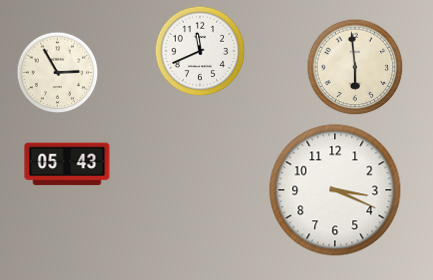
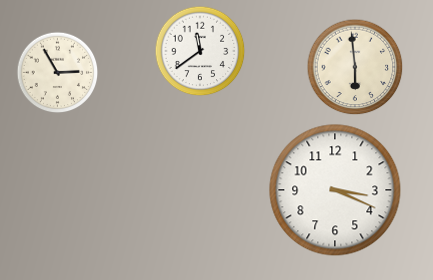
clock at (200, 51): 11:41 -> 11:39
clock at (67, 164): 05:43 -> none
